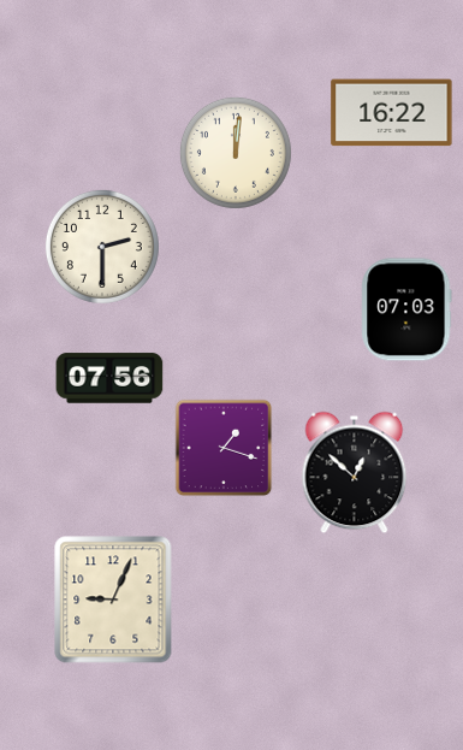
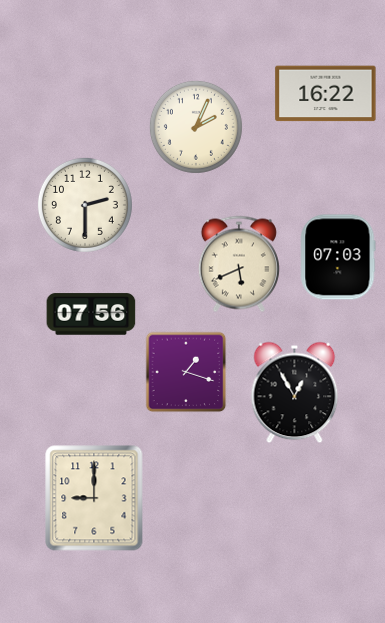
clock at (236, 153): 12:01 -> 2:04
clock at (239, 264): none -> 5:41
clock at (355, 473): 12:52 -> 12:55
clock at (113, 600): 9:04 -> 9:00
